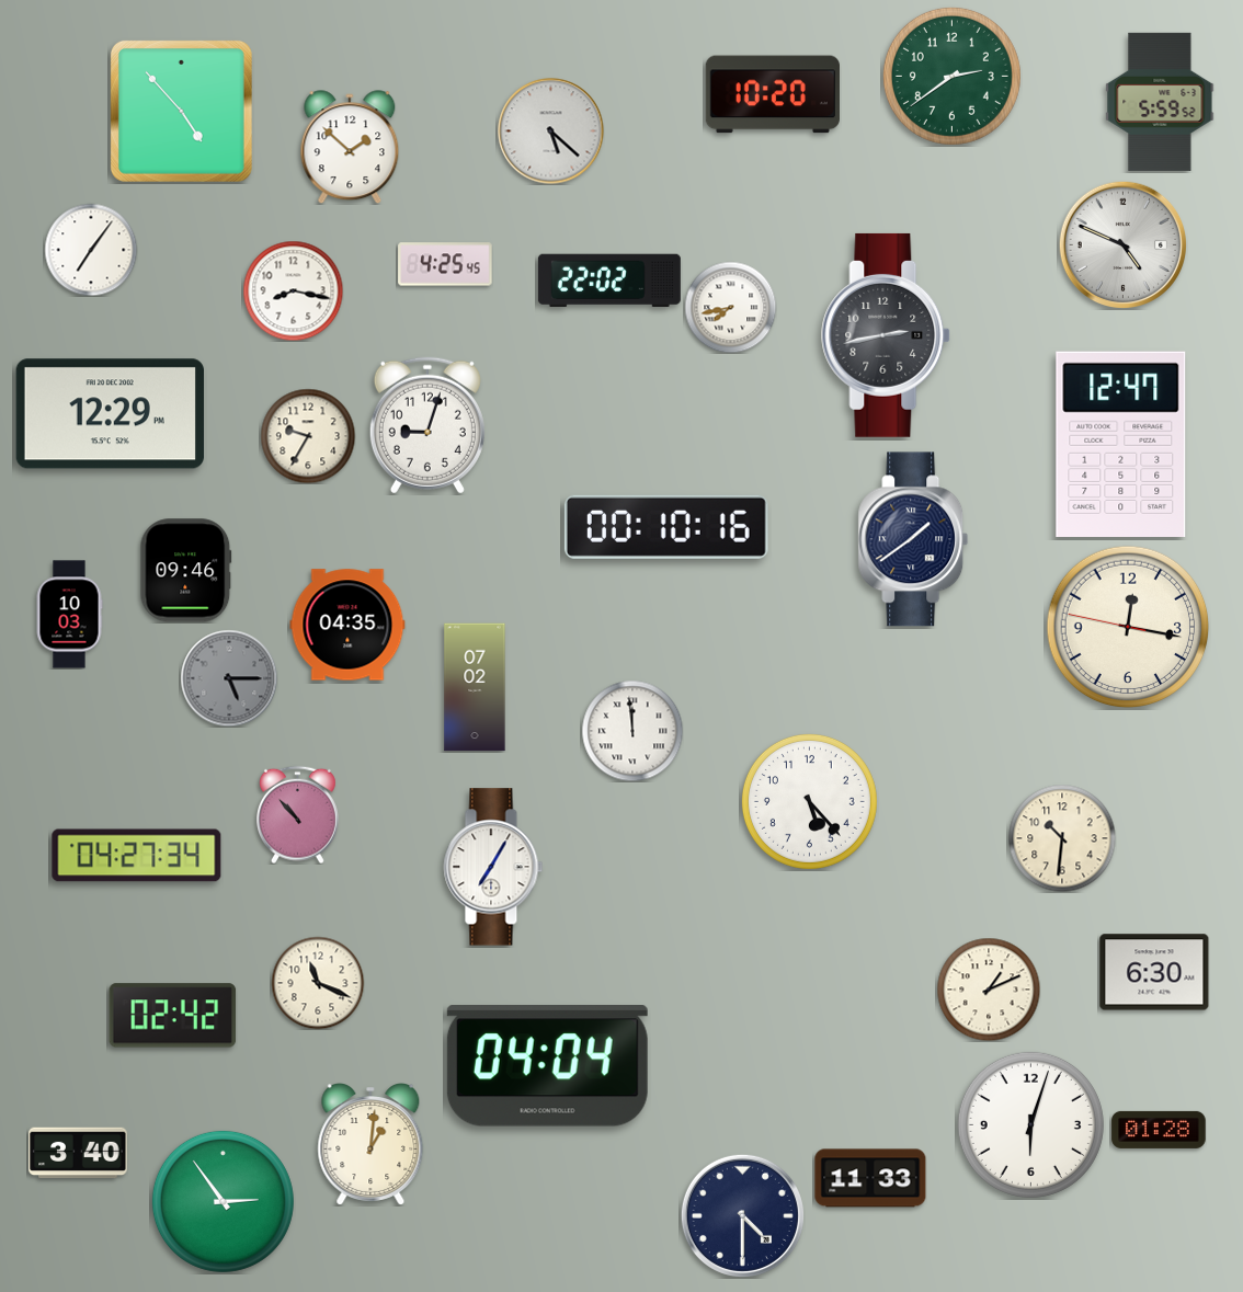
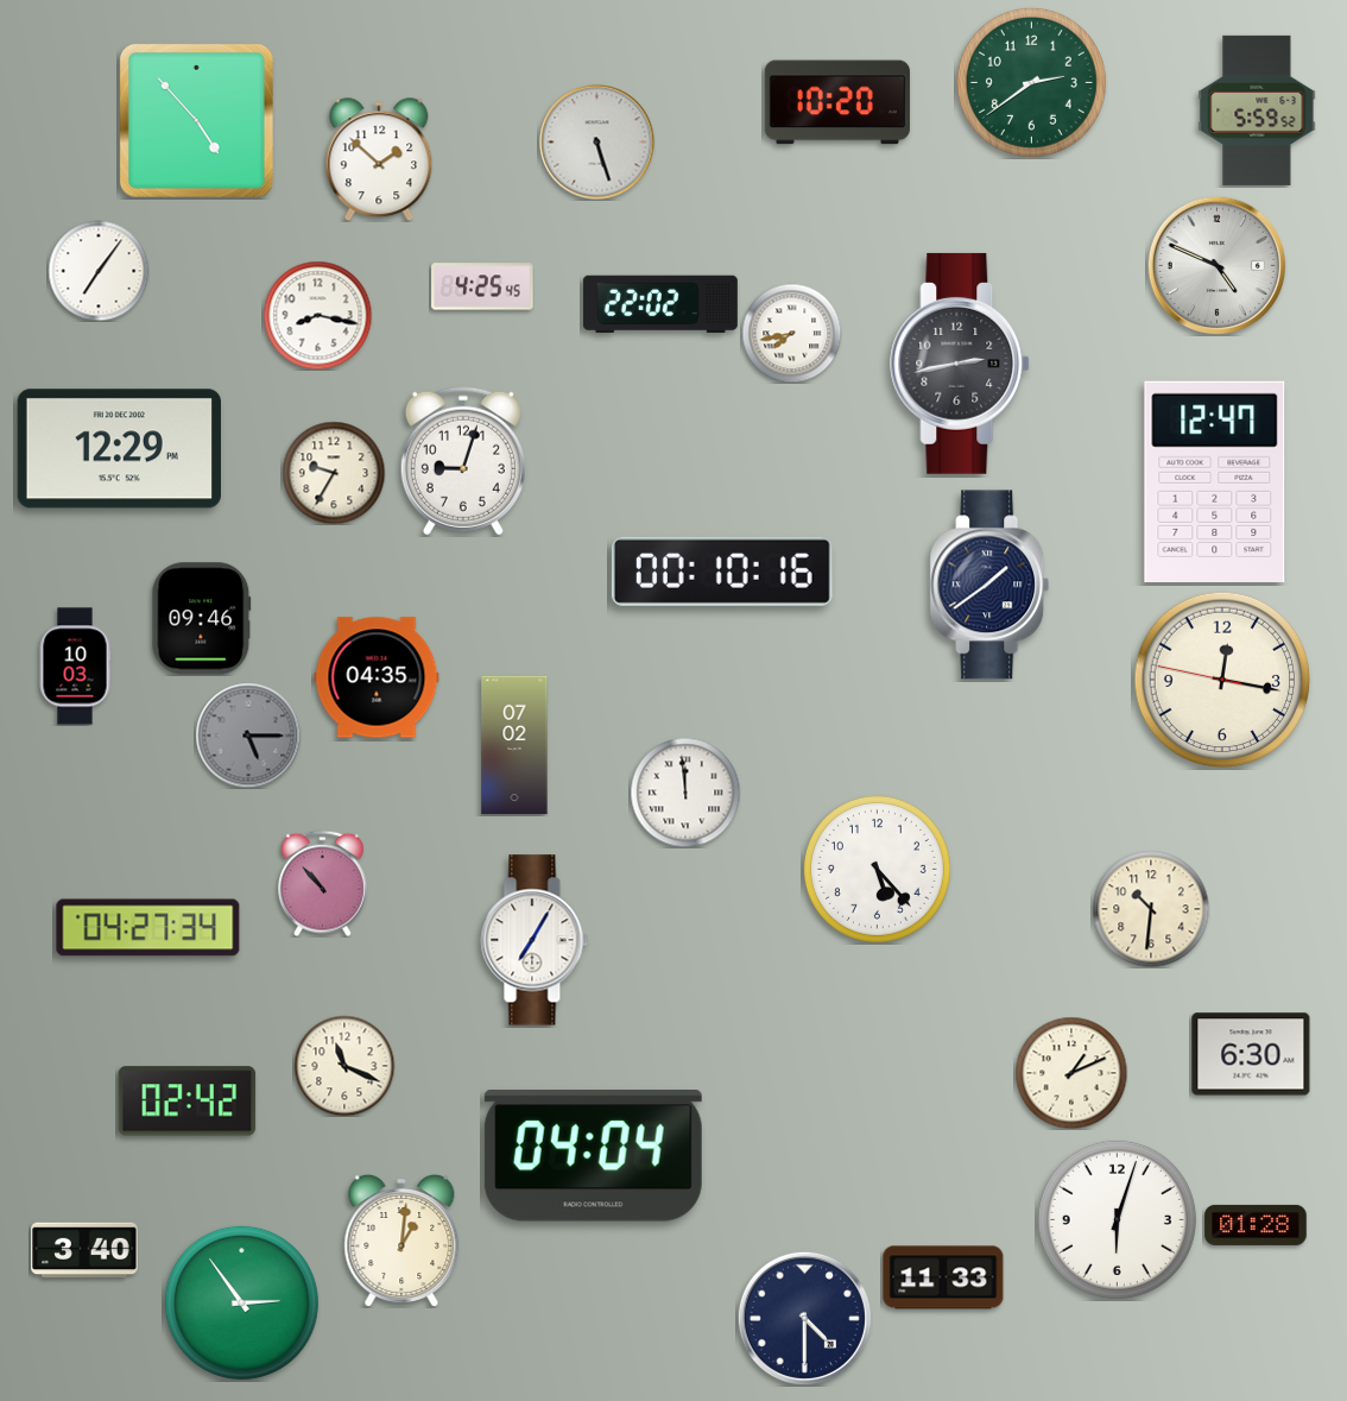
clock at (551, 132): 5:22 -> 5:27
